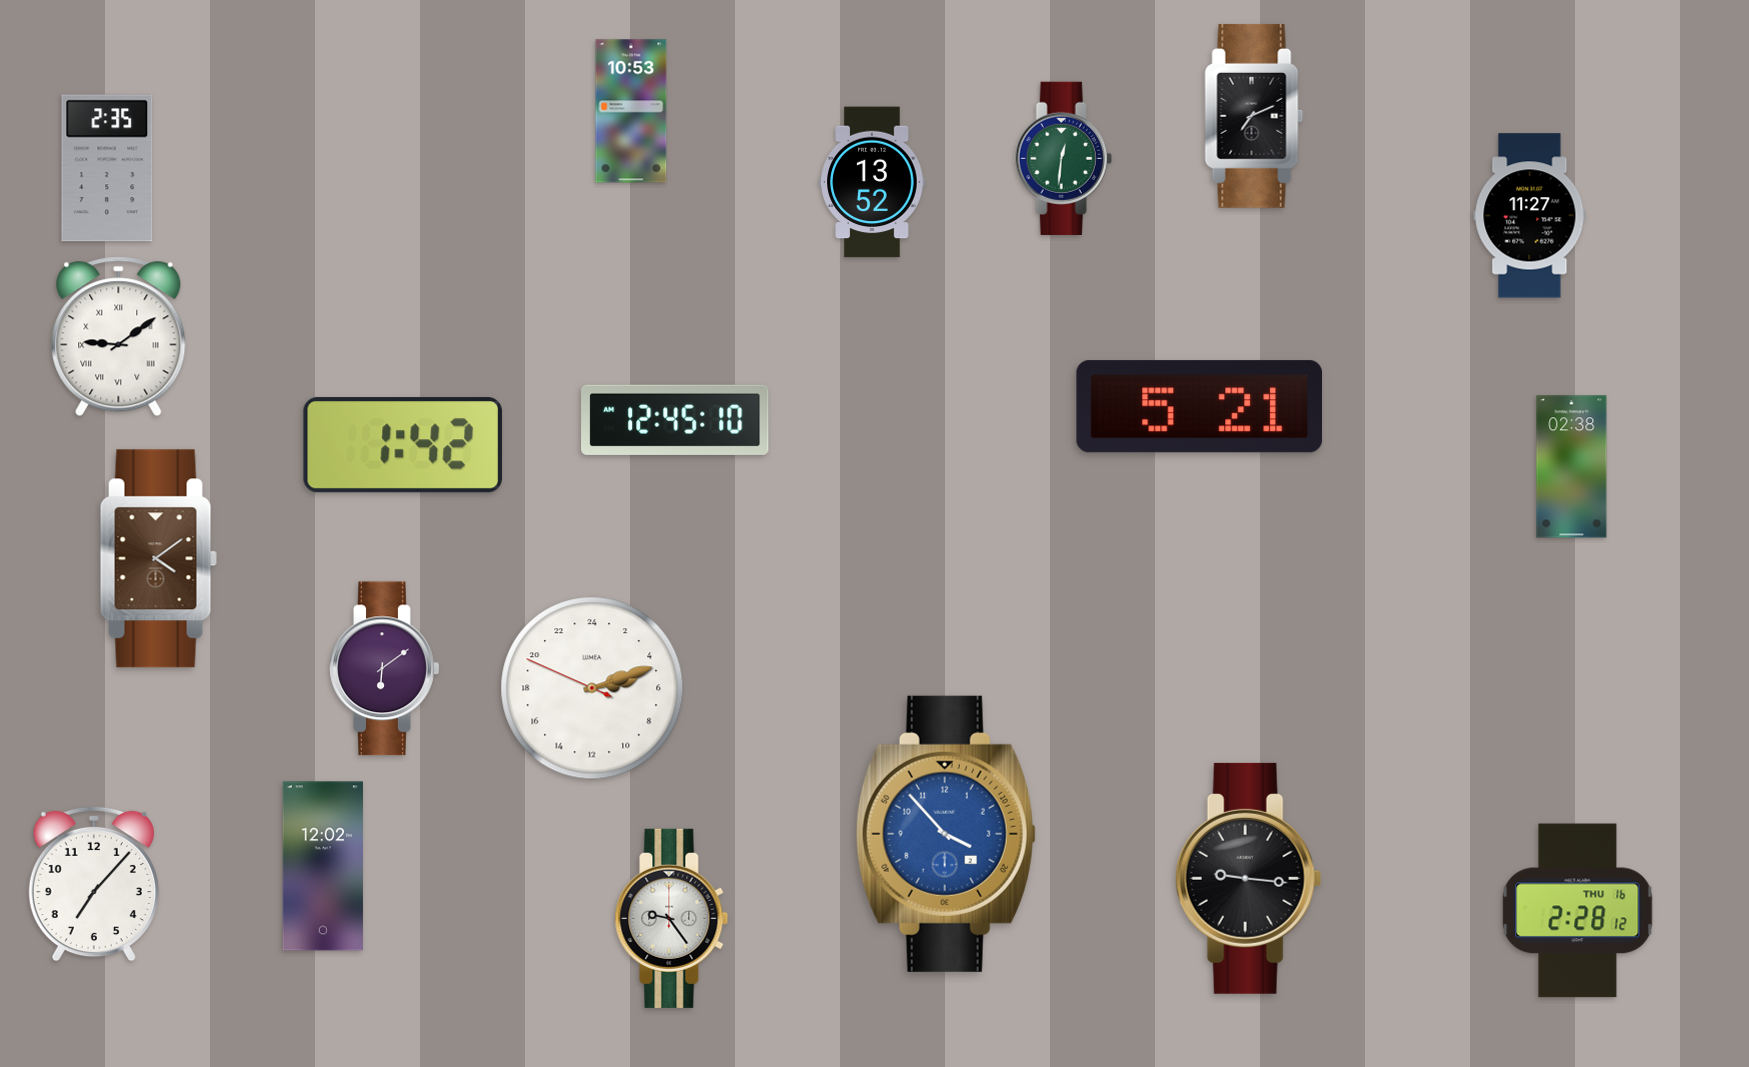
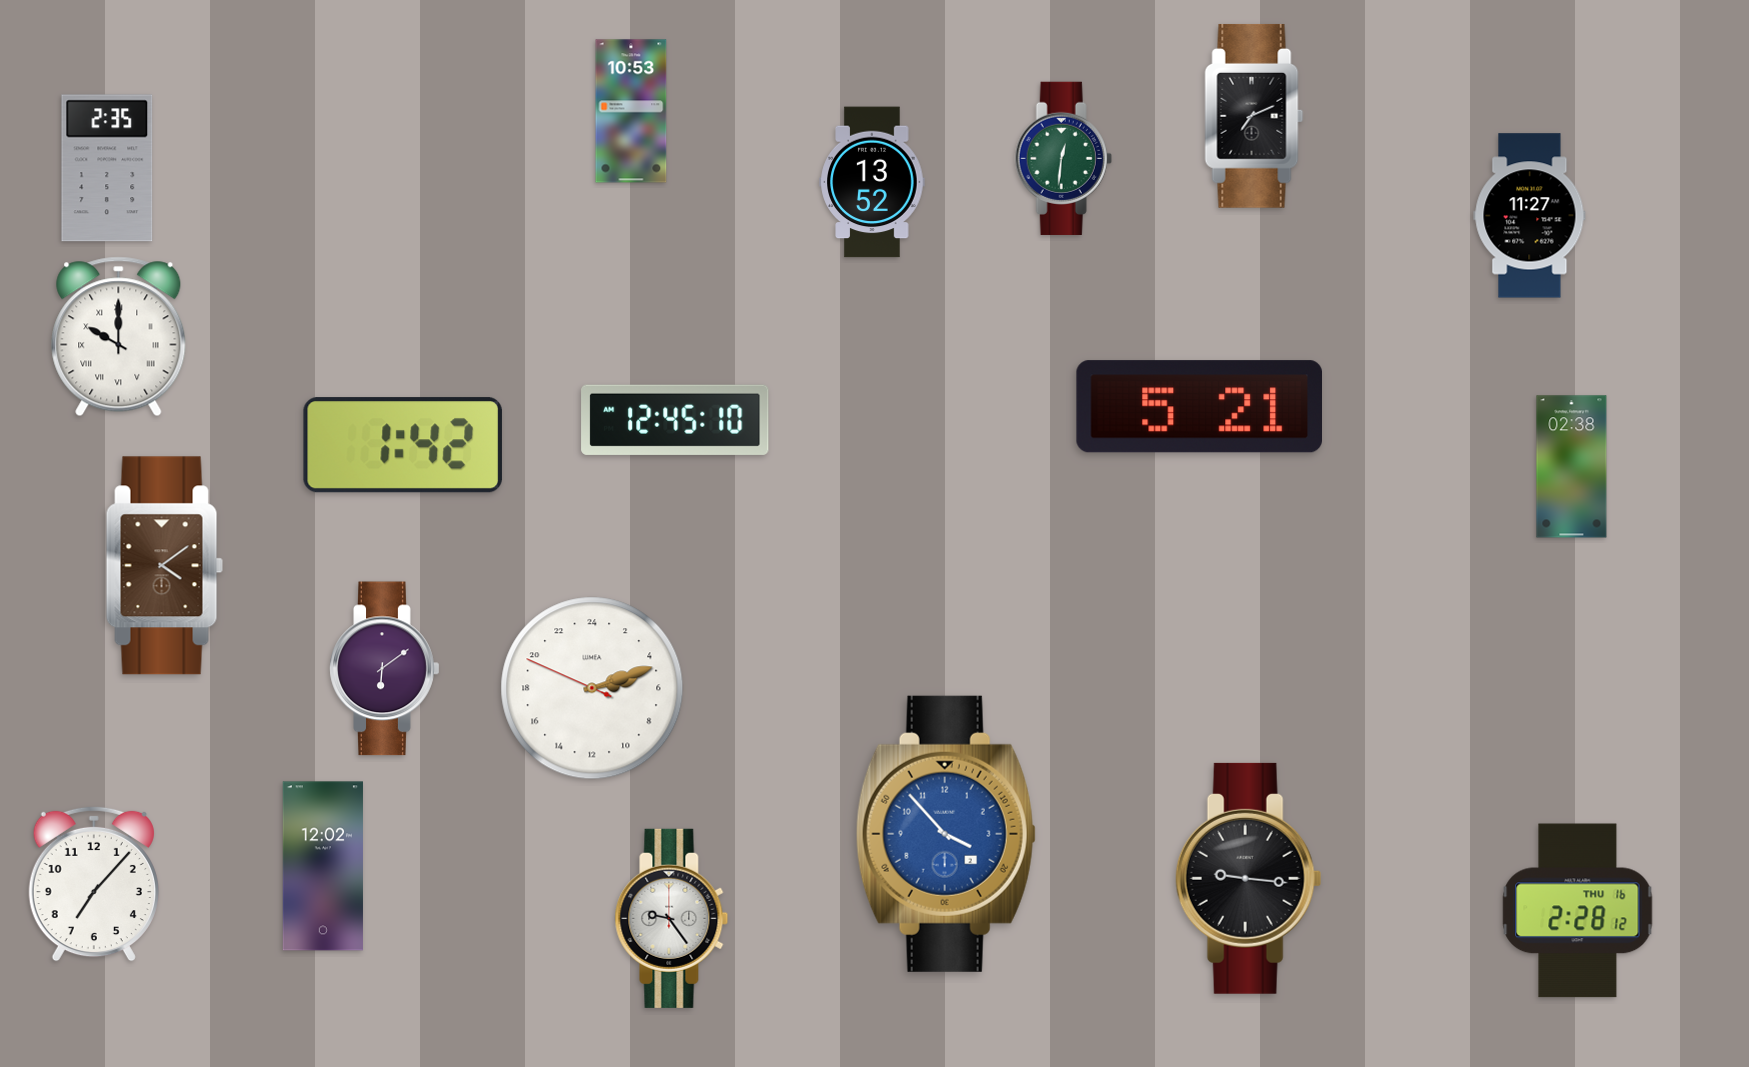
clock at (119, 337): 9:09 -> 10:00
clock at (158, 559) position: (158, 559) -> (164, 566)
